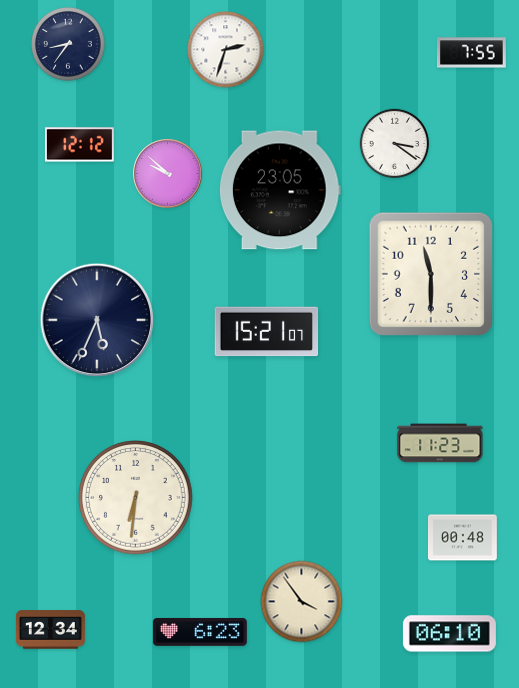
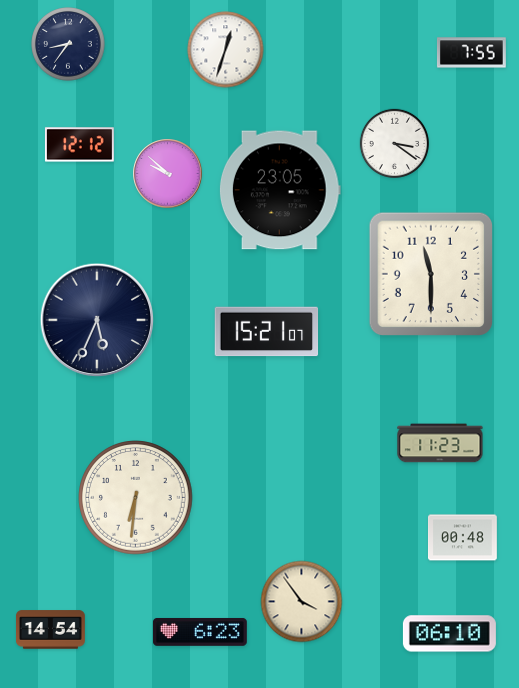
clock at (226, 50): 2:33 -> 12:33
clock at (50, 630): 12:34 -> 14:54
